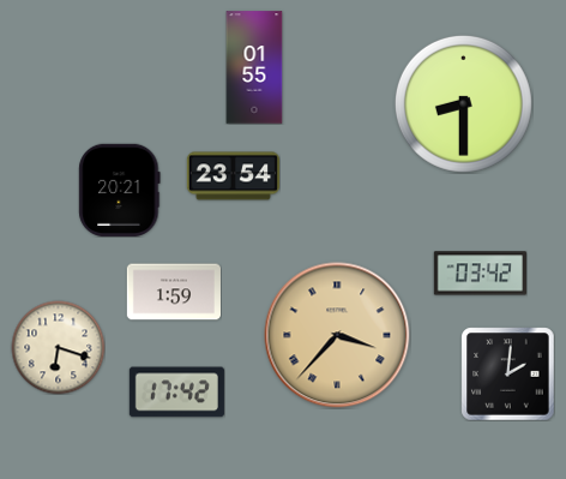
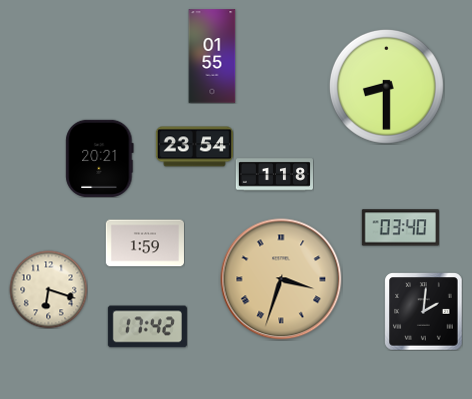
clock at (274, 175): none -> 1:18
clock at (480, 274): 03:42 -> 03:40
clock at (337, 335): 3:37 -> 3:33
